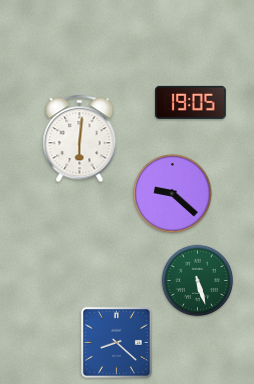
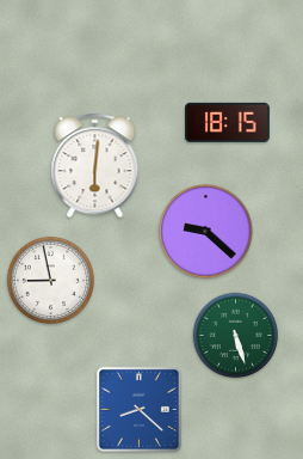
clock at (191, 102): 19:05 -> 18:15
clock at (50, 280): none -> 8:58
